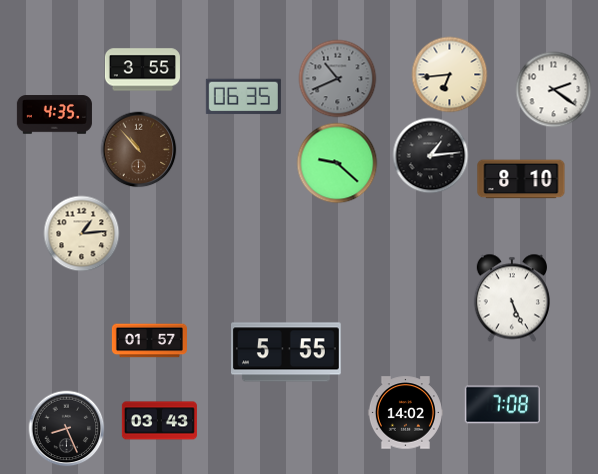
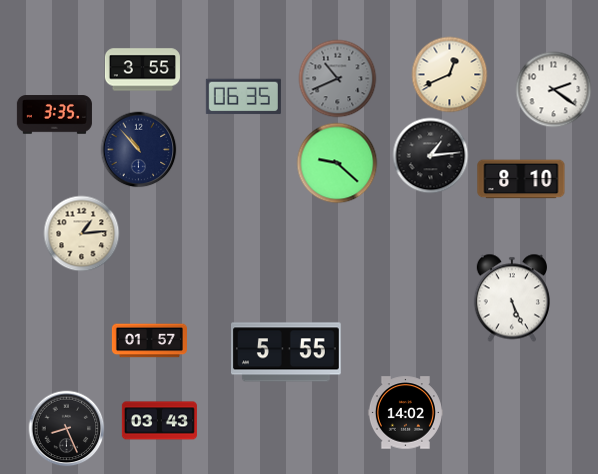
clock at (450, 75): 6:44 -> 12:41
clock at (54, 115): 4:35 -> 3:35
clock at (139, 150) dial: brown -> navy
clock at (502, 405): 7:08 -> none
